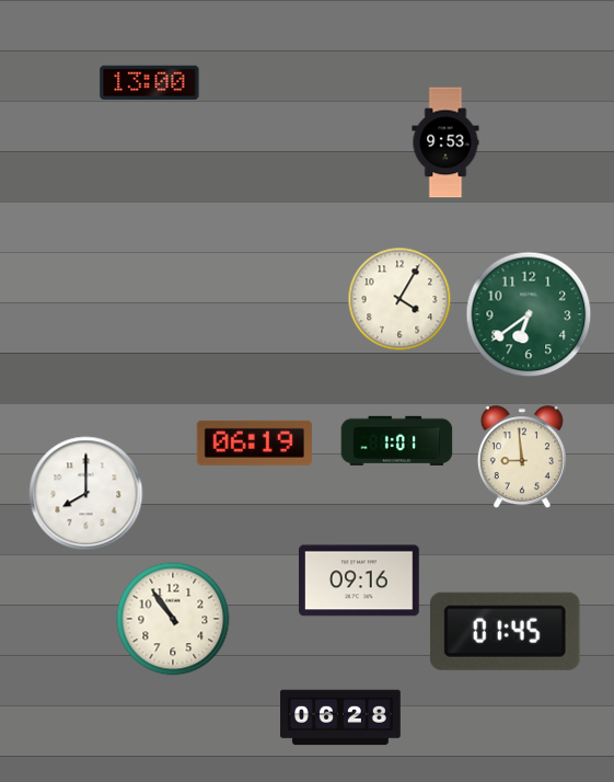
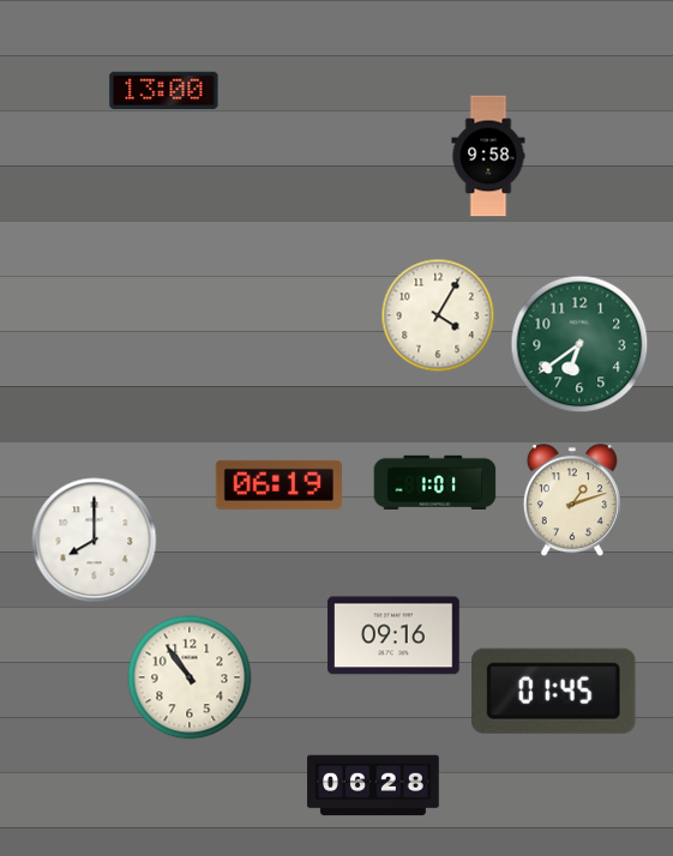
clock at (445, 142): 9:53 -> 9:58
clock at (399, 299) position: (399, 299) -> (438, 315)
clock at (522, 458): 8:59 -> 1:12
